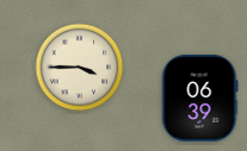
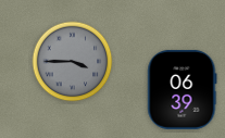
clock at (80, 68) dial: cream -> grey
